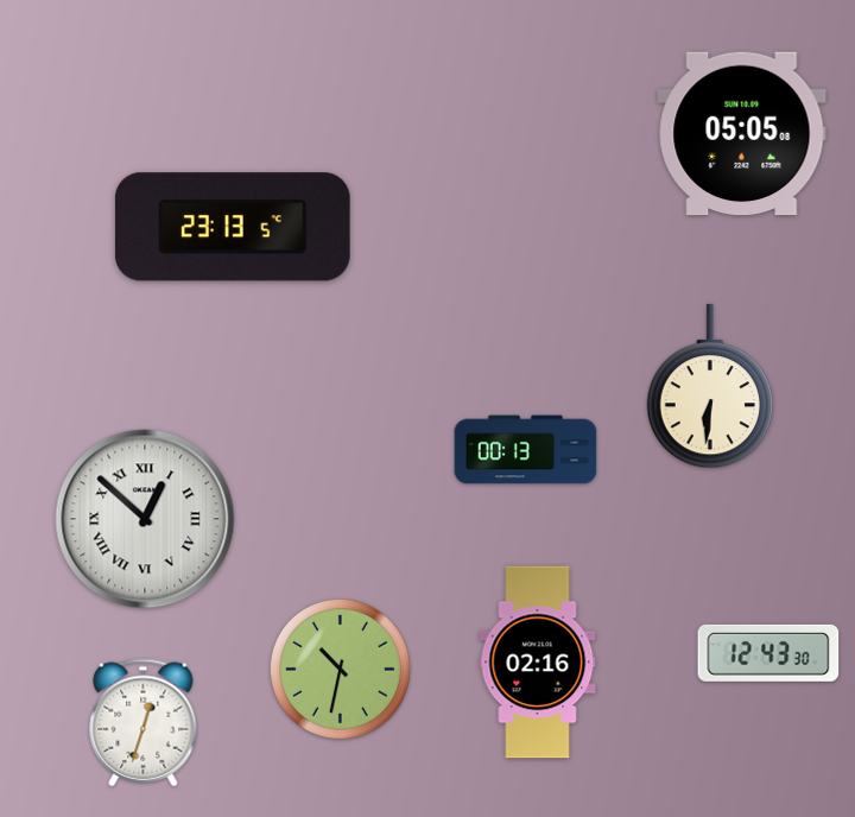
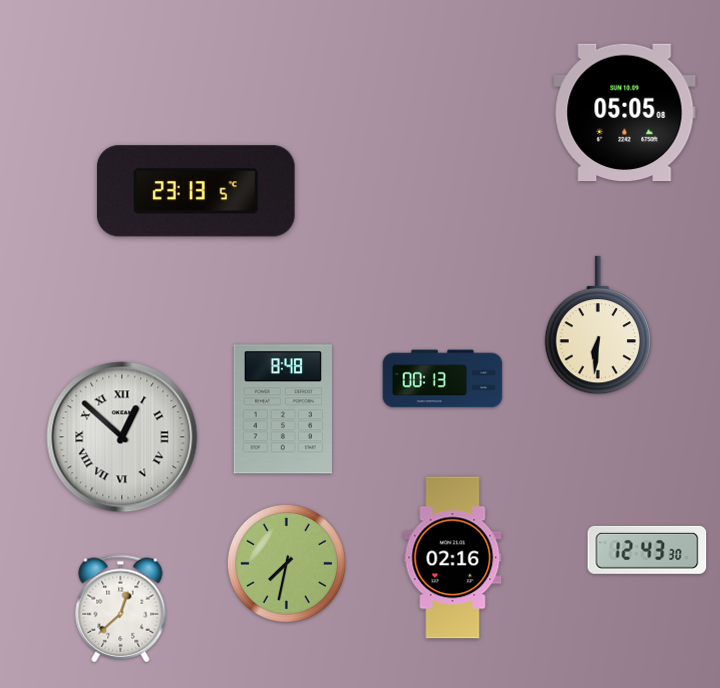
clock at (282, 409): none -> 8:48
clock at (340, 669): 10:32 -> 7:32
clock at (144, 723): 12:33 -> 12:38
